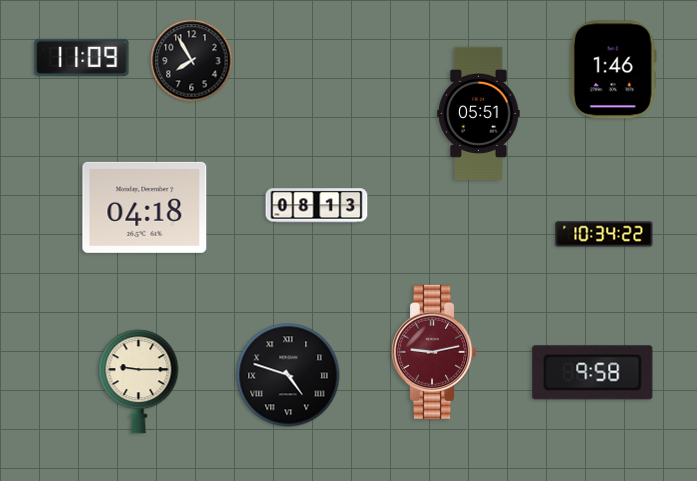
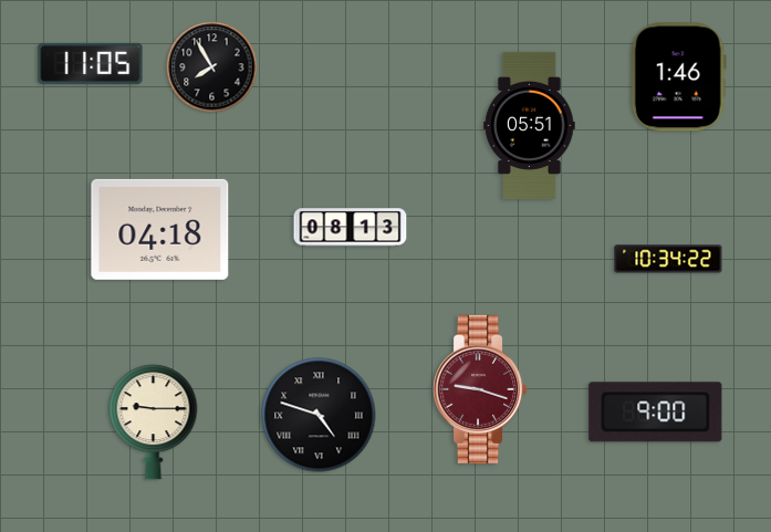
clock at (82, 57): 11:09 -> 11:05
clock at (435, 352): 9:13 -> 9:18
clock at (593, 373): 9:58 -> 9:00
